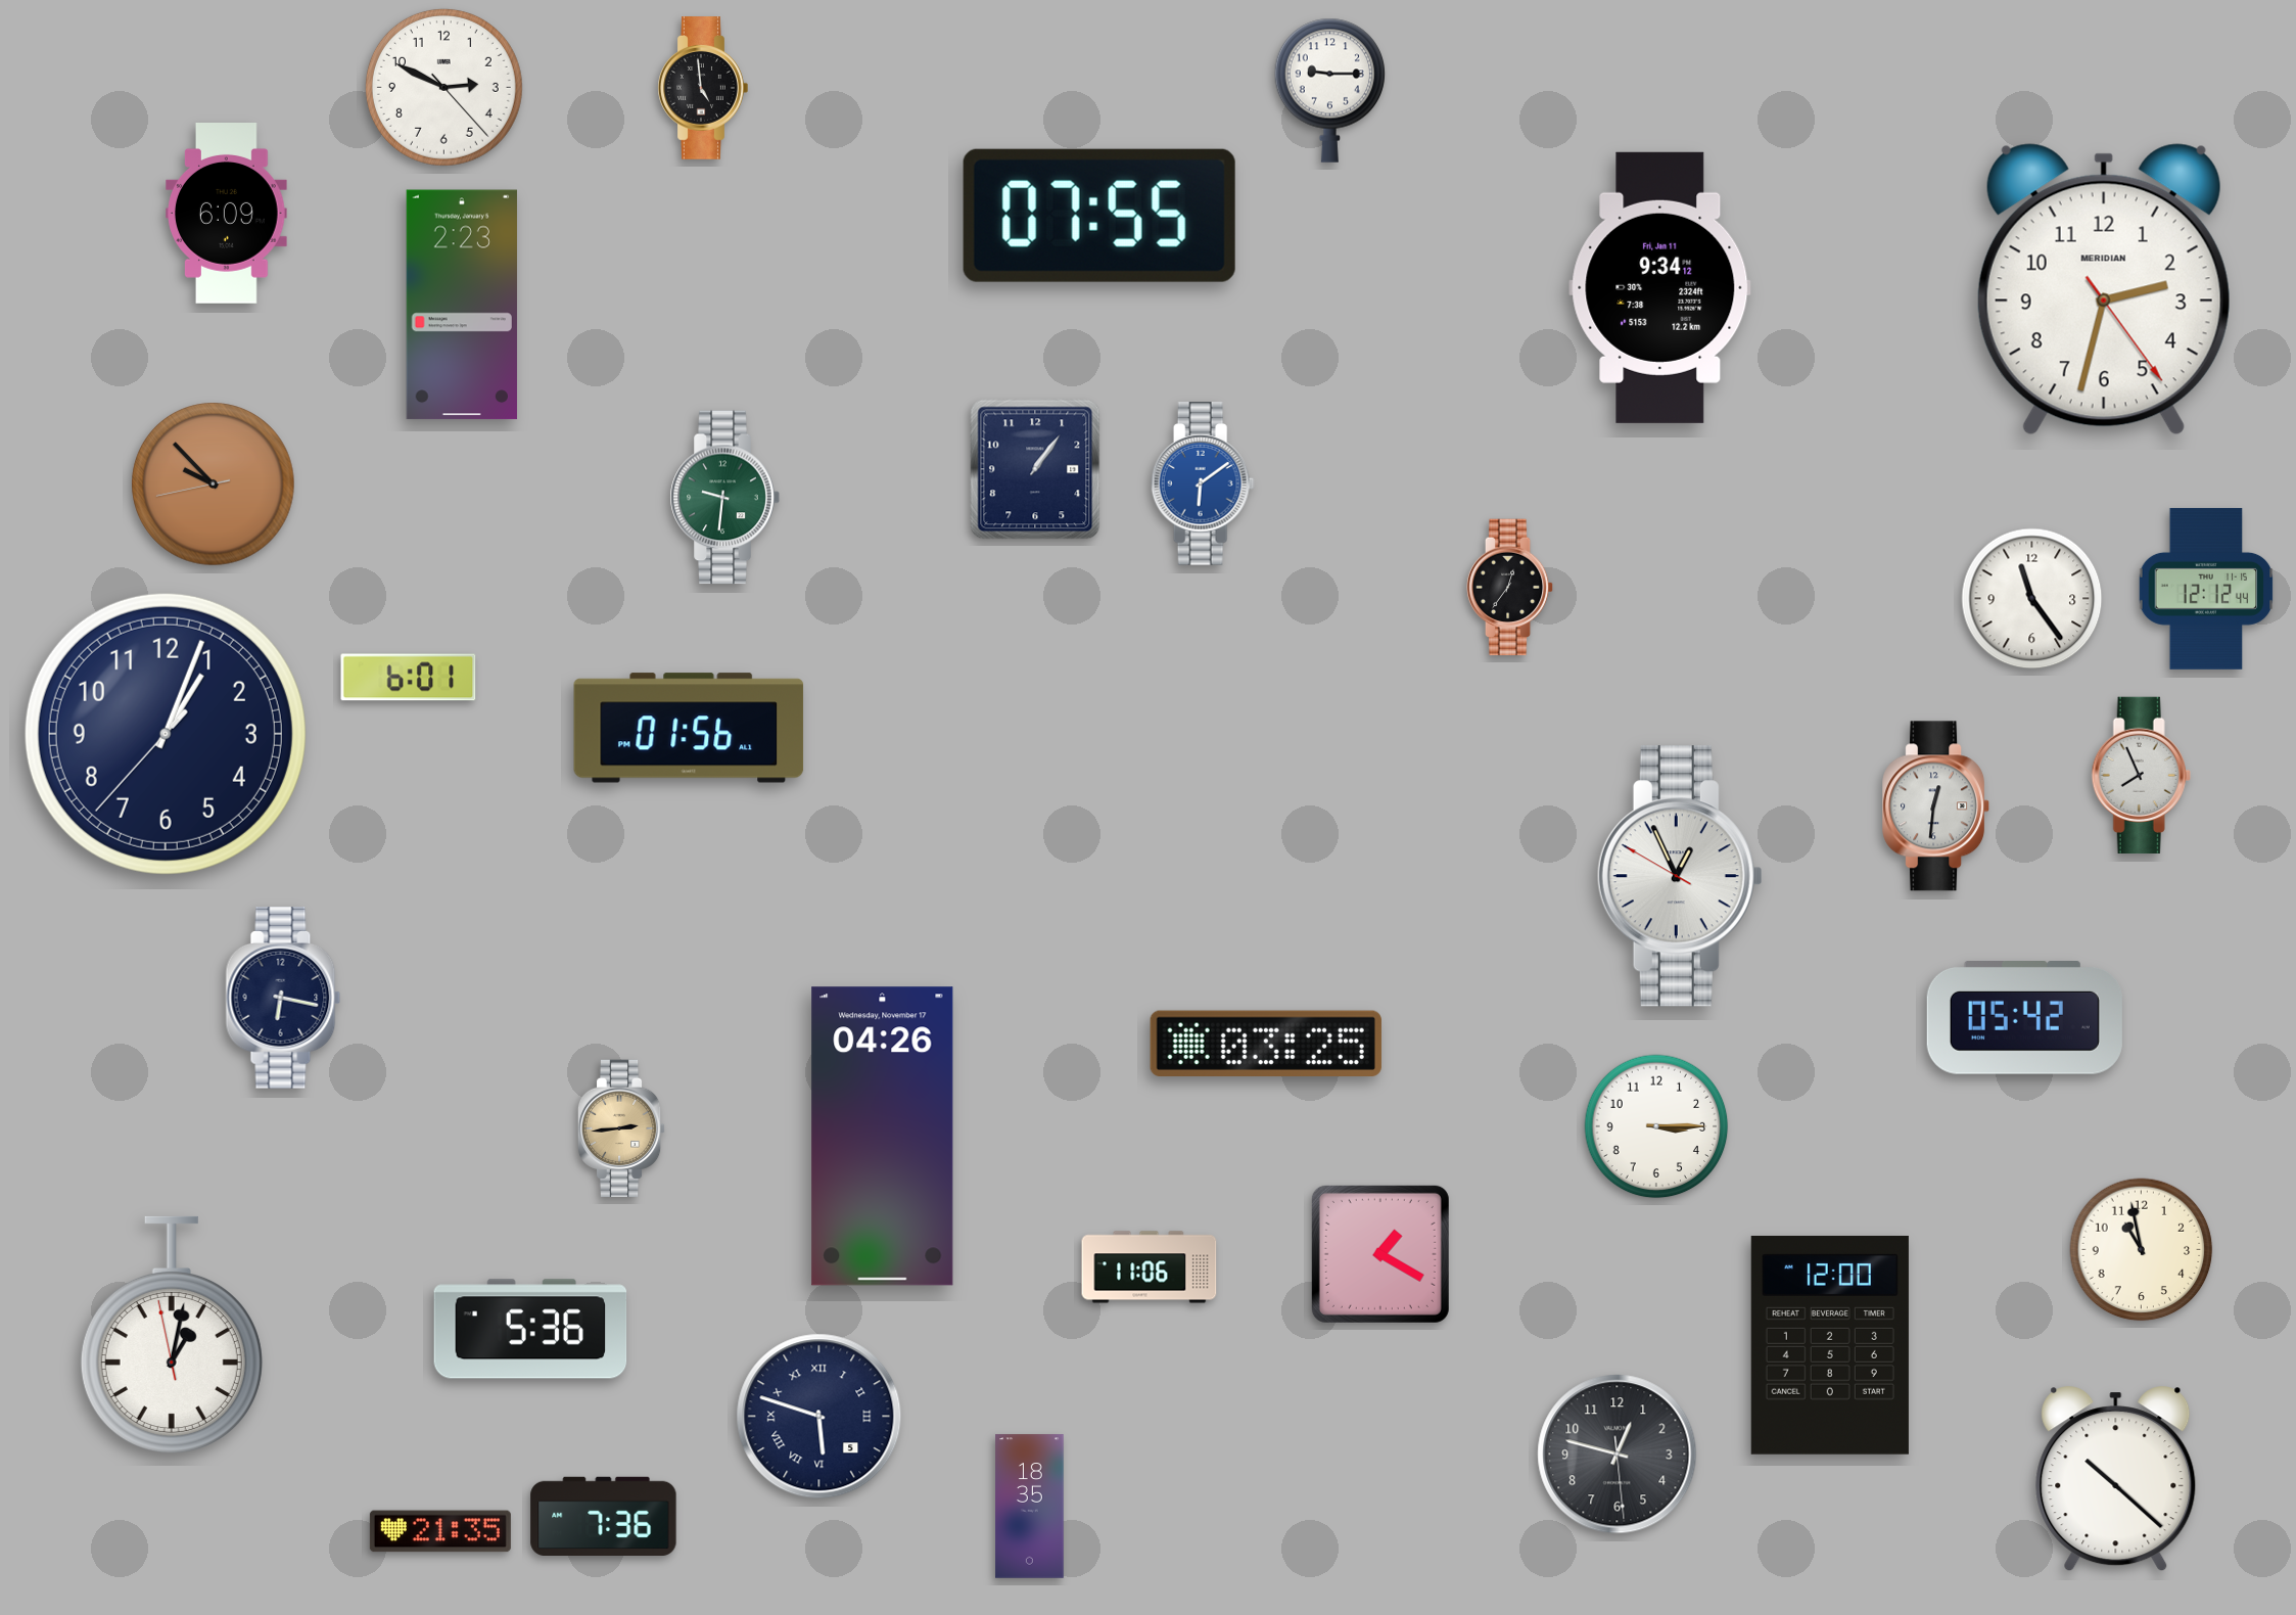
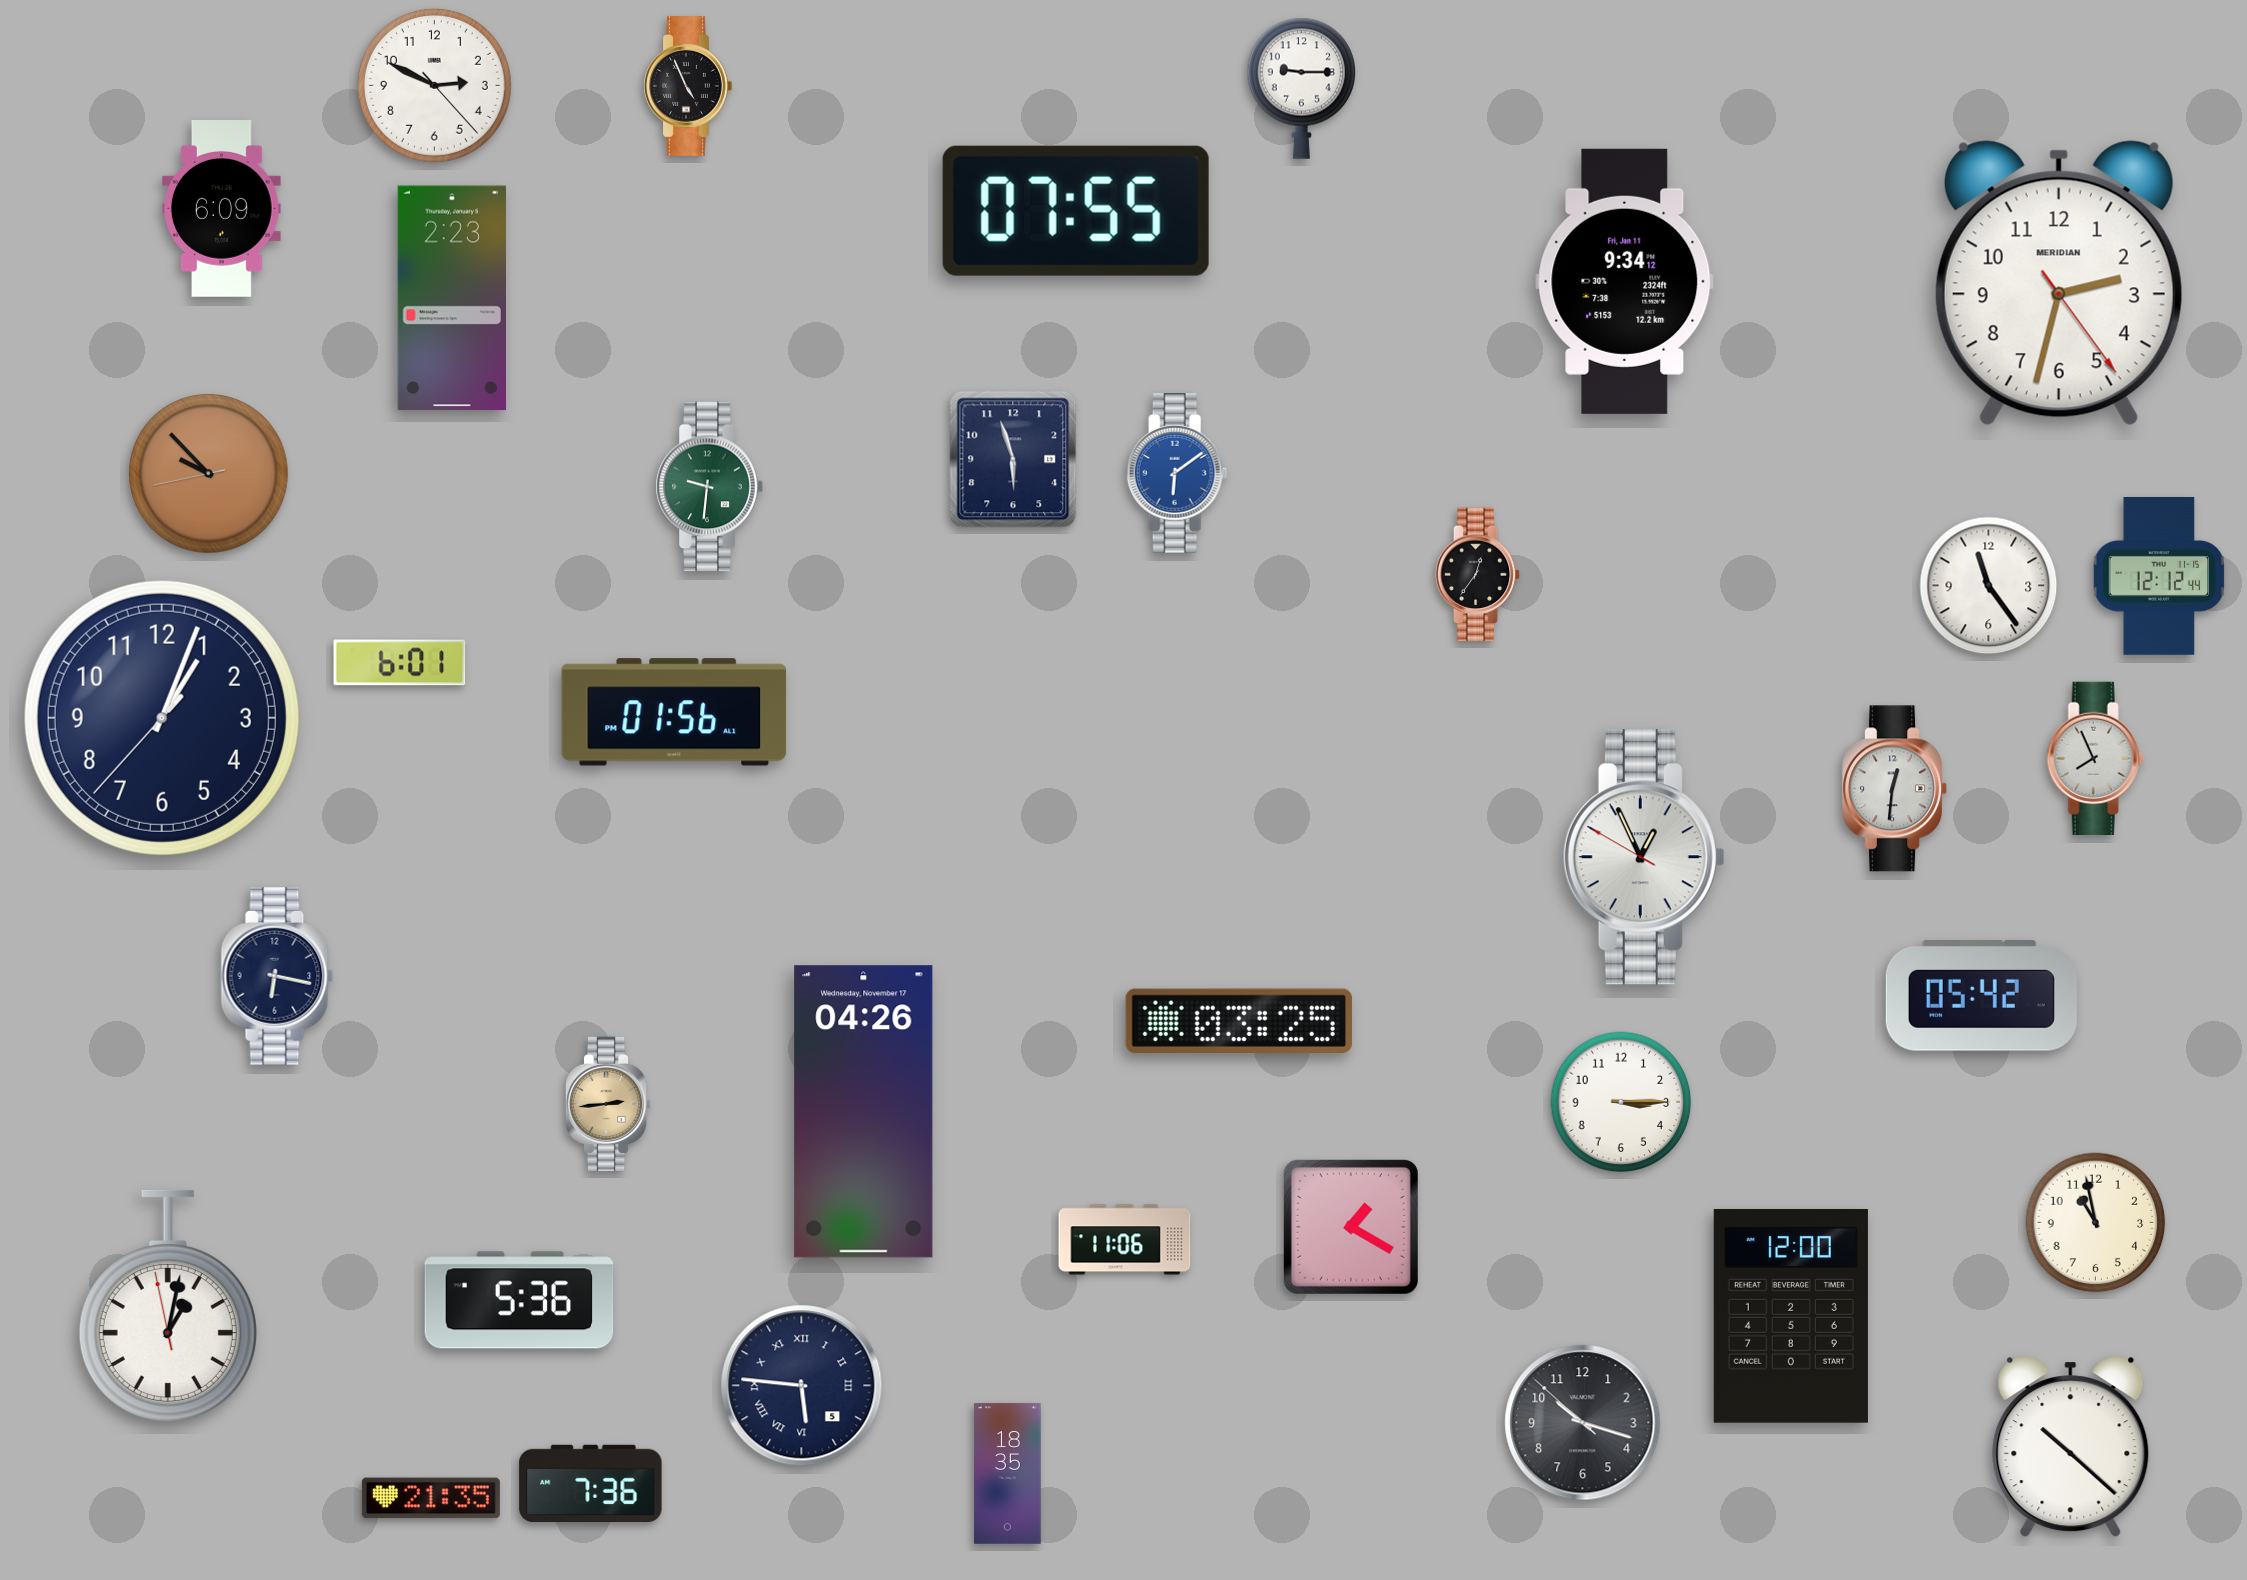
clock at (703, 89): 4:59 -> 4:56
clock at (1035, 469): 1:06 -> 5:57
clock at (819, 1417): 5:48 -> 5:46
clock at (1618, 1455): 12:47 -> 10:17
